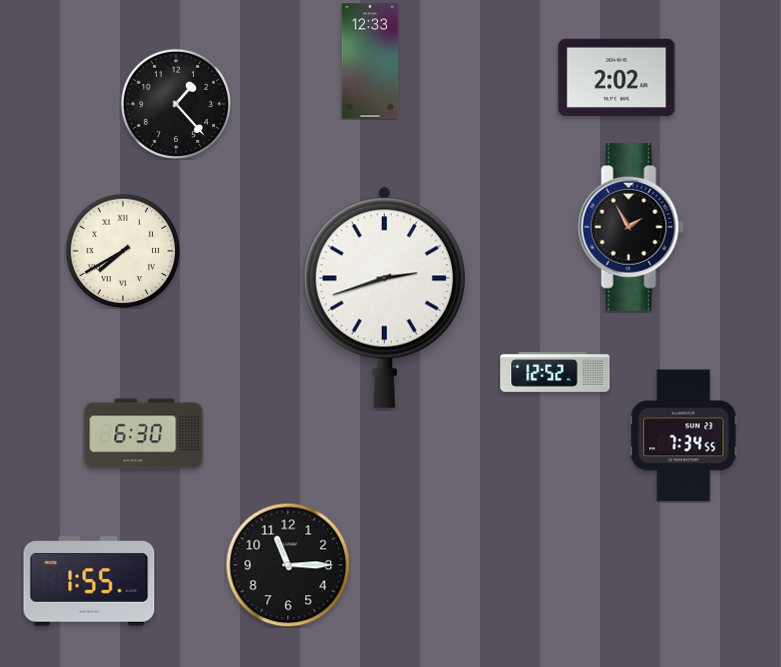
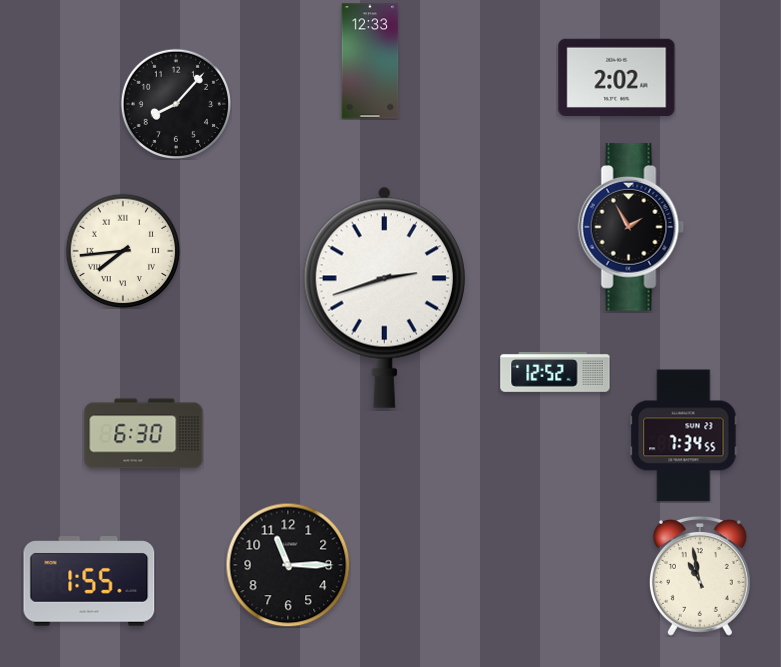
clock at (175, 103): 1:23 -> 8:07
clock at (123, 251): 7:40 -> 7:44
clock at (700, 577): none -> 10:58
